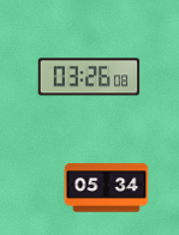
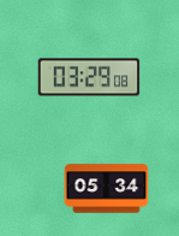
clock at (89, 77): 03:26 -> 03:29
